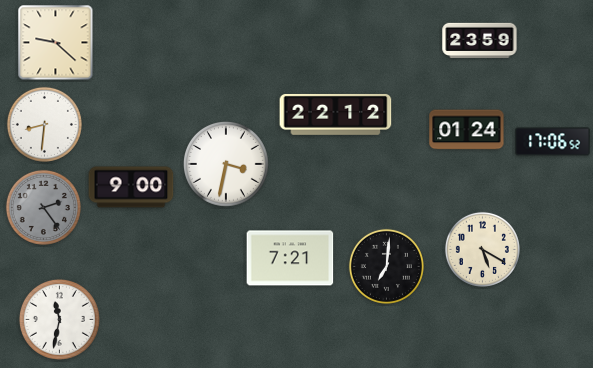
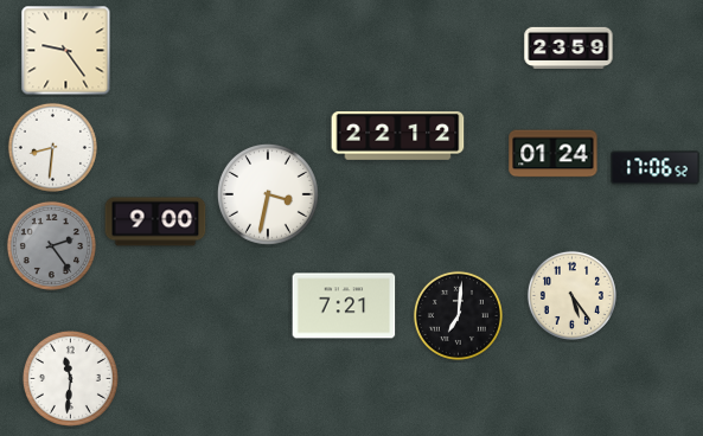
clock at (56, 43): 9:22 -> 9:24
clock at (482, 249): 5:20 -> 5:24
clock at (59, 319): 11:32 -> 11:31
